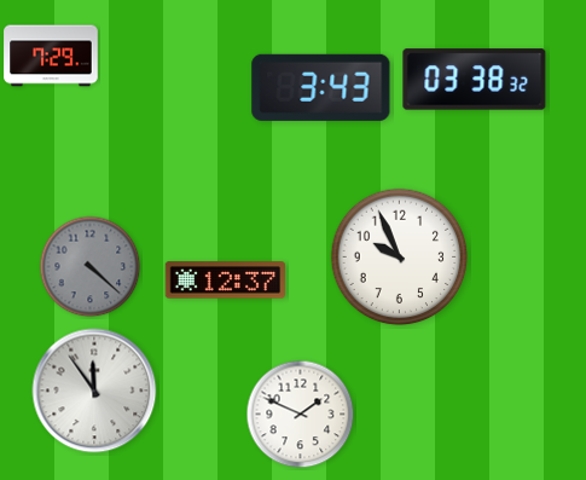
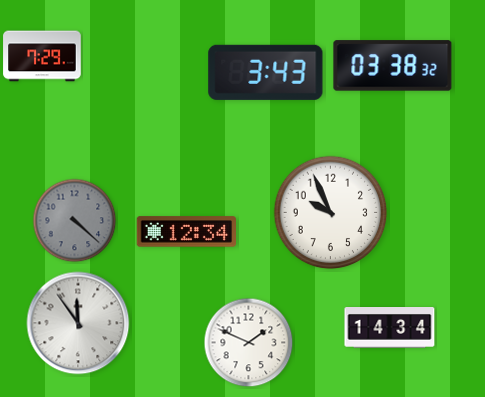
clock at (51, 56) position: (51, 56) -> (42, 56)
clock at (226, 281): 12:37 -> 12:34
clock at (390, 328): none -> 14:34
